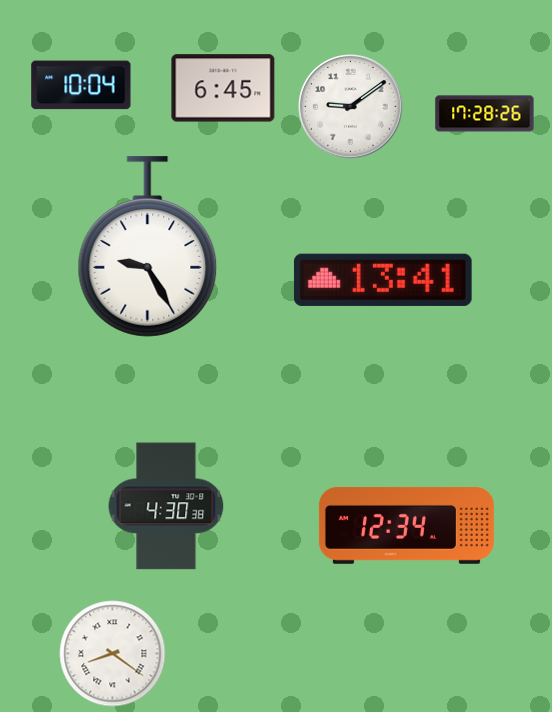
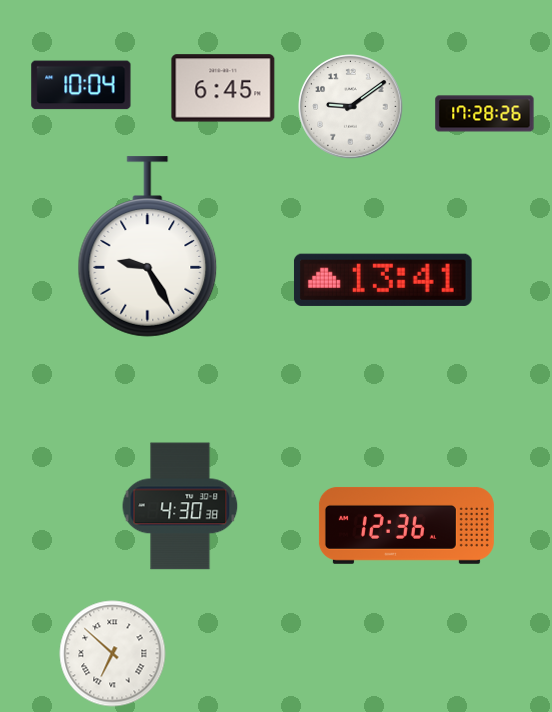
clock at (166, 506) position: (166, 506) -> (180, 506)
clock at (406, 525): 12:34 -> 12:36
clock at (113, 654): 8:21 -> 6:52
